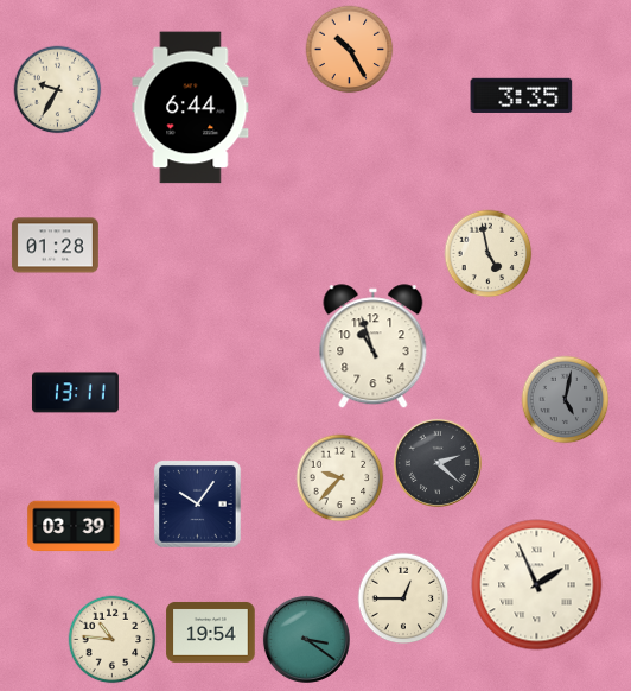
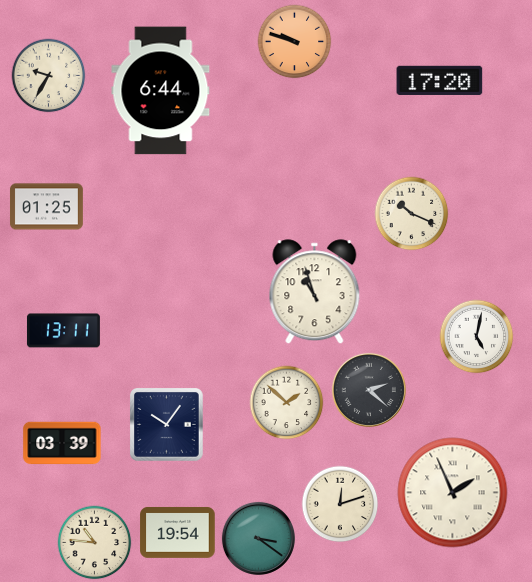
clock at (350, 50): 10:25 -> 9:48
clock at (522, 95): 3:35 -> 17:20
clock at (55, 246): 01:28 -> 01:25
clock at (489, 254): 4:58 -> 10:19
clock at (566, 400) dial: grey -> white
clock at (340, 478): 9:37 -> 1:52
clock at (403, 598): 12:45 -> 12:12
clock at (113, 640) position: (113, 640) -> (95, 543)
